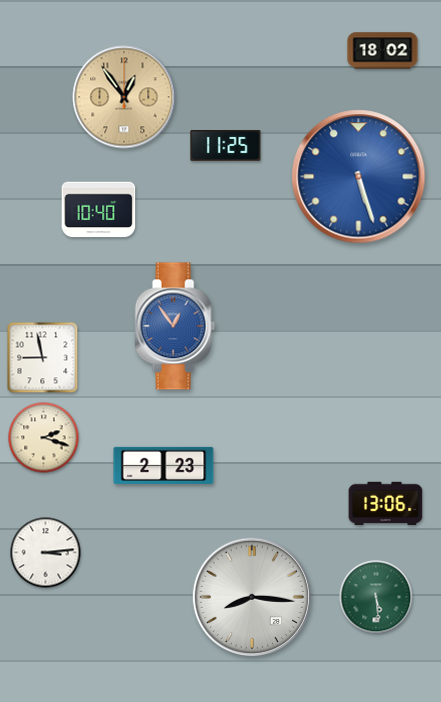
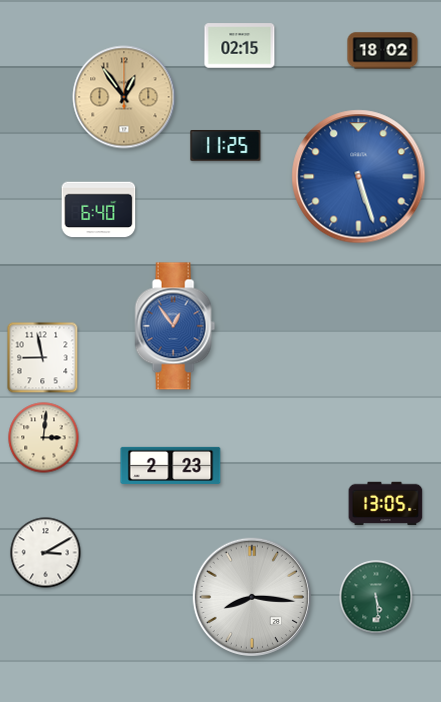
clock at (240, 46): none -> 02:15
clock at (99, 210): 10:40 -> 6:40
clock at (44, 438): 2:18 -> 3:01
clock at (164, 465) position: (164, 465) -> (171, 465)
clock at (386, 504): 13:06 -> 13:05
clock at (46, 553): 3:14 -> 3:10
